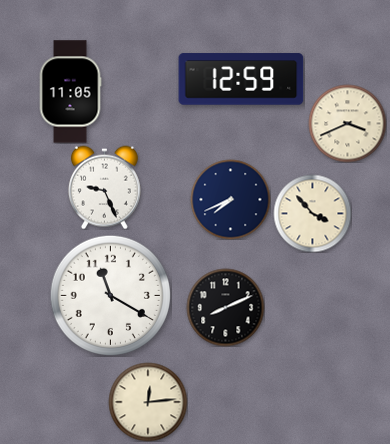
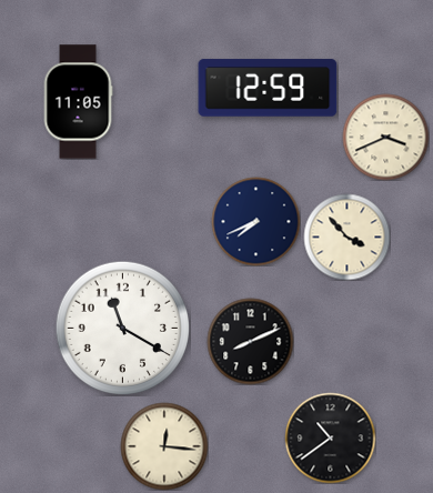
clock at (104, 187): 9:26 -> none
clock at (330, 437): none -> 10:39
clock at (148, 402): 12:14 -> 12:16
